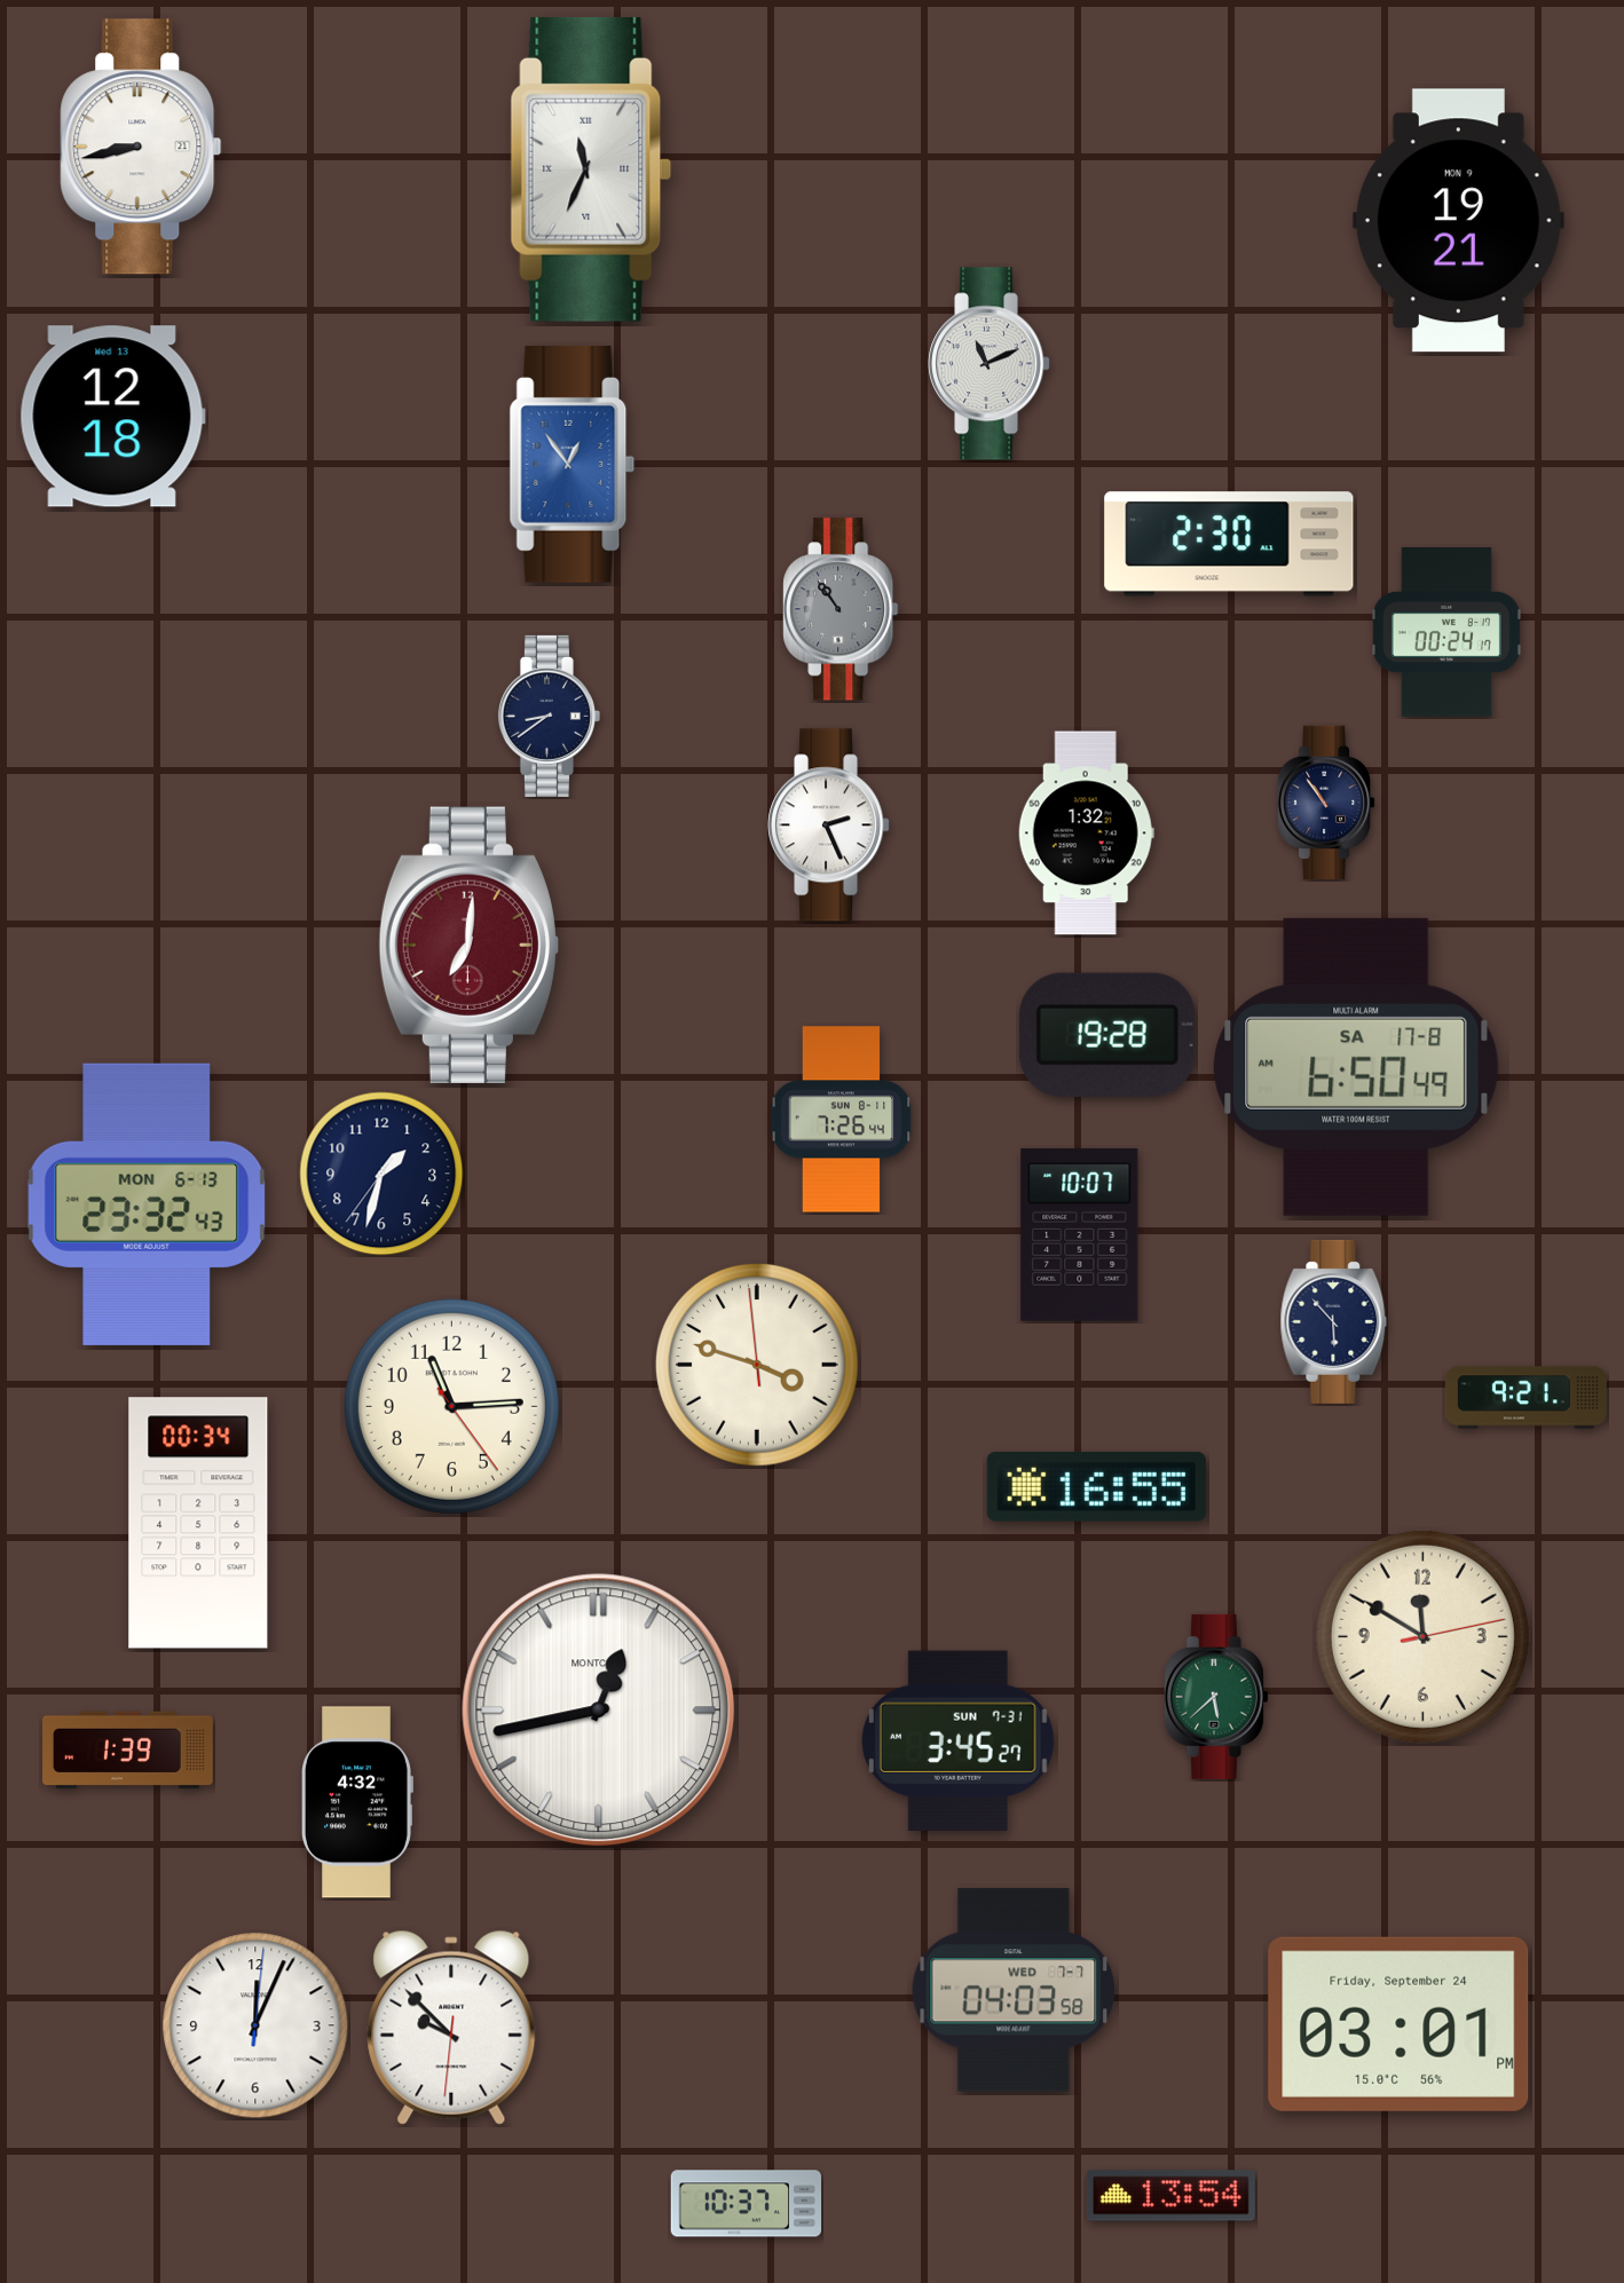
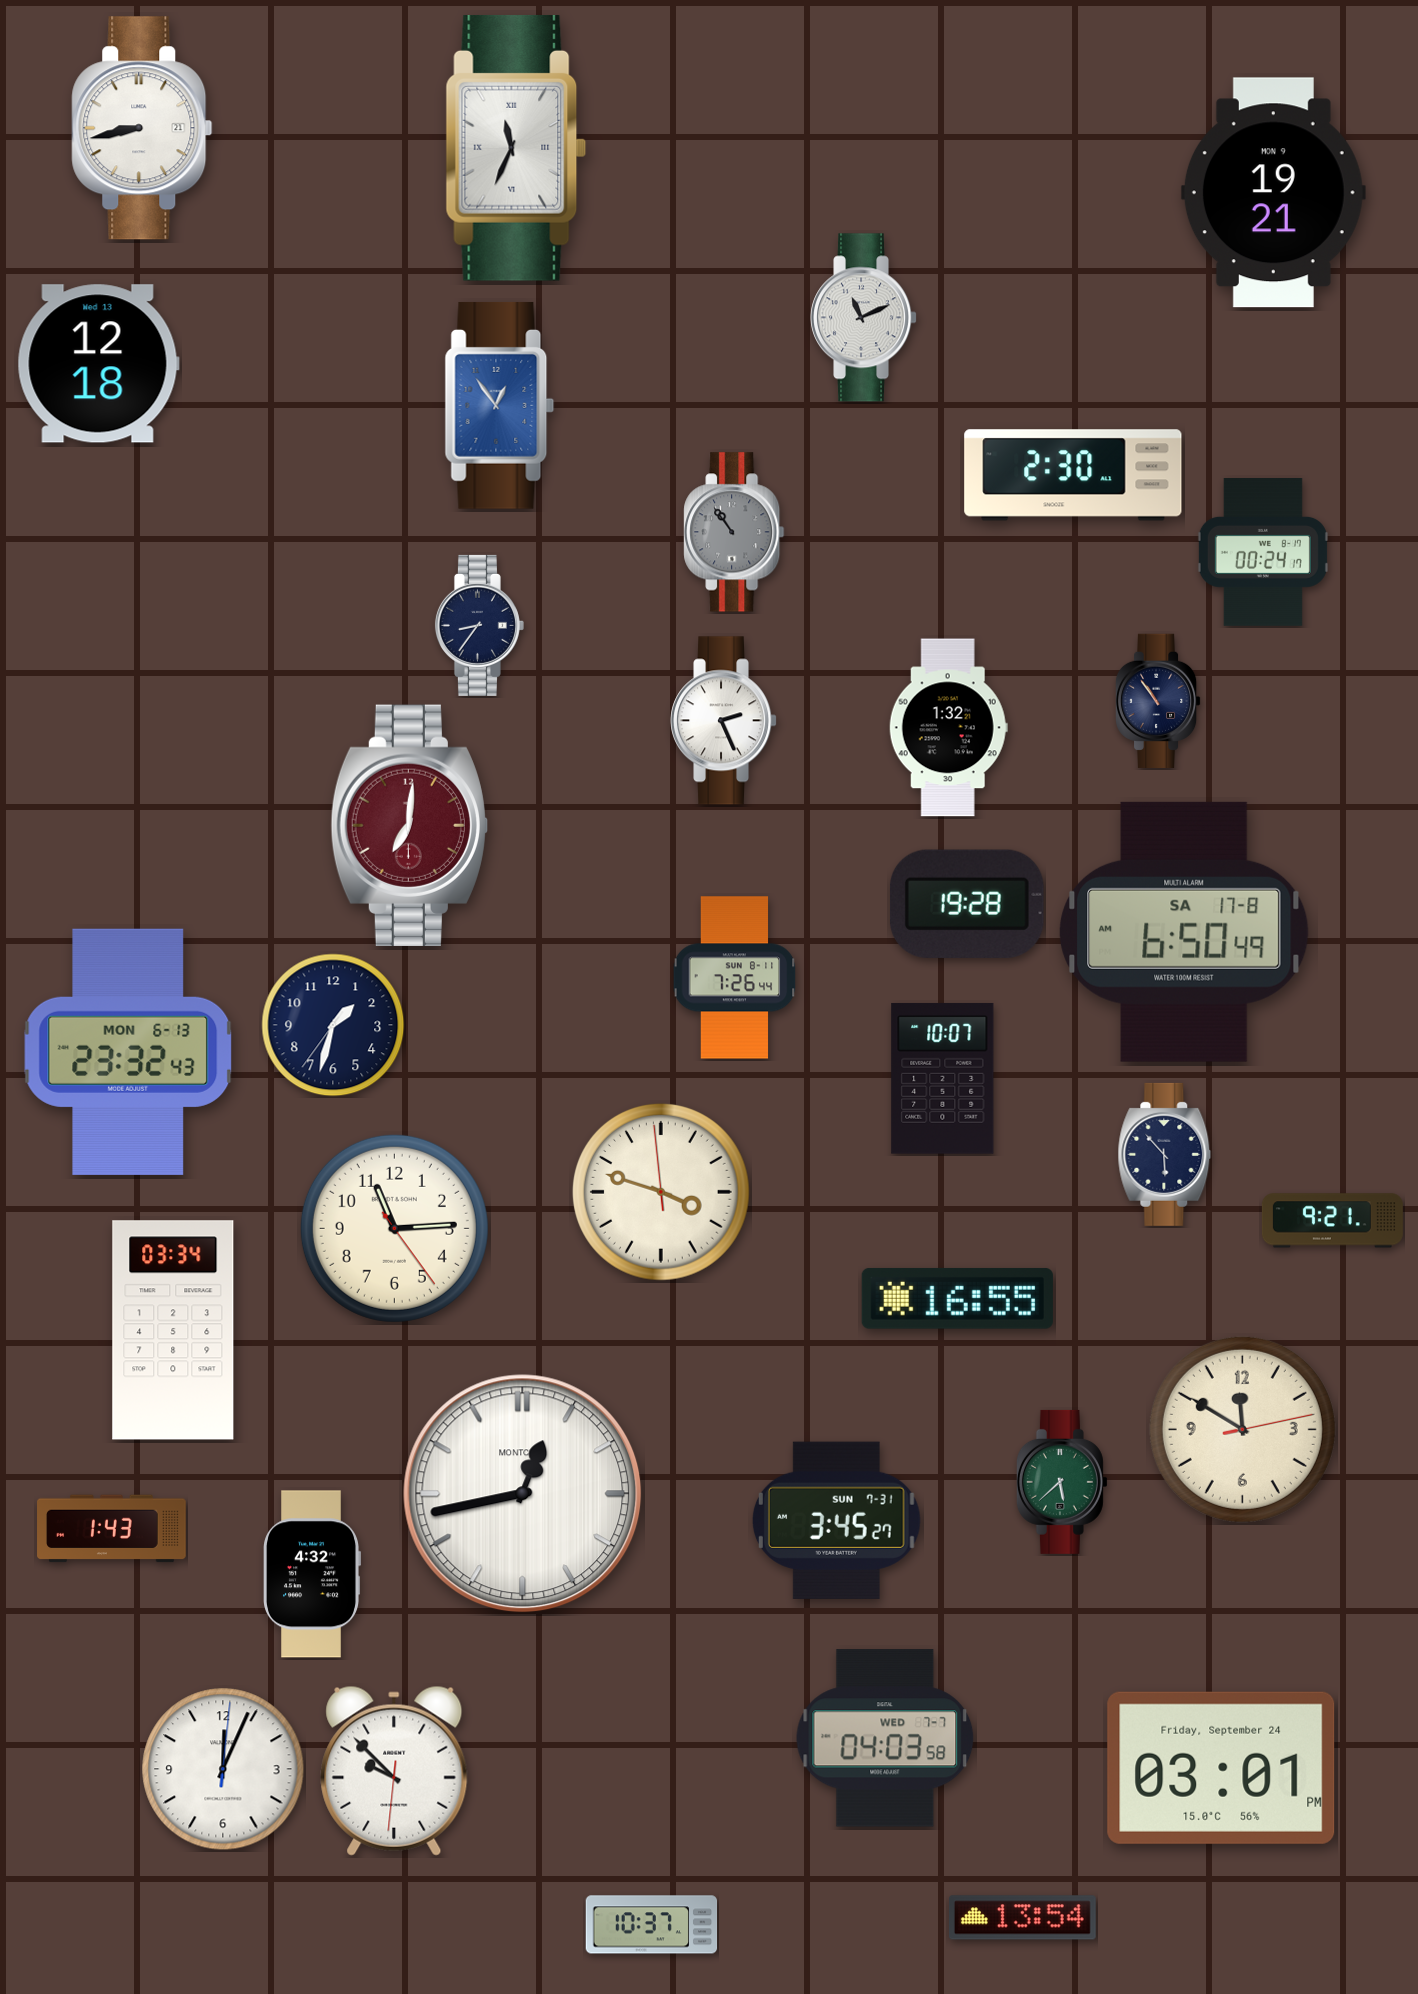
clock at (141, 147) position: (141, 147) -> (142, 128)
clock at (549, 716): 8:39 -> 8:36
clock at (198, 1523): 00:34 -> 03:34
clock at (128, 1751): 1:39 -> 1:43
